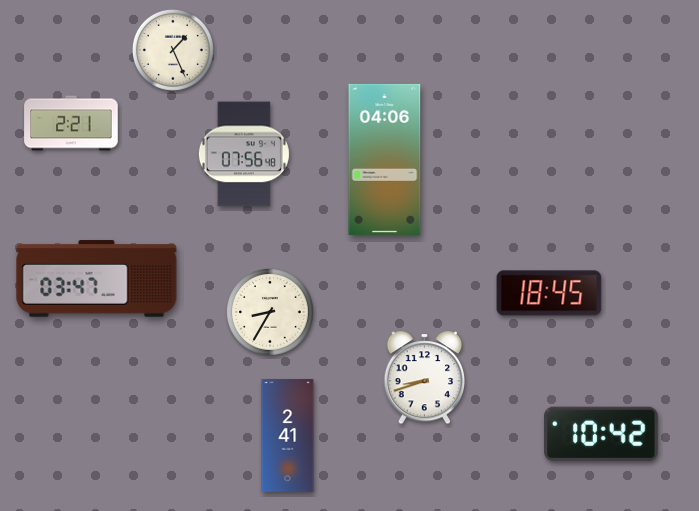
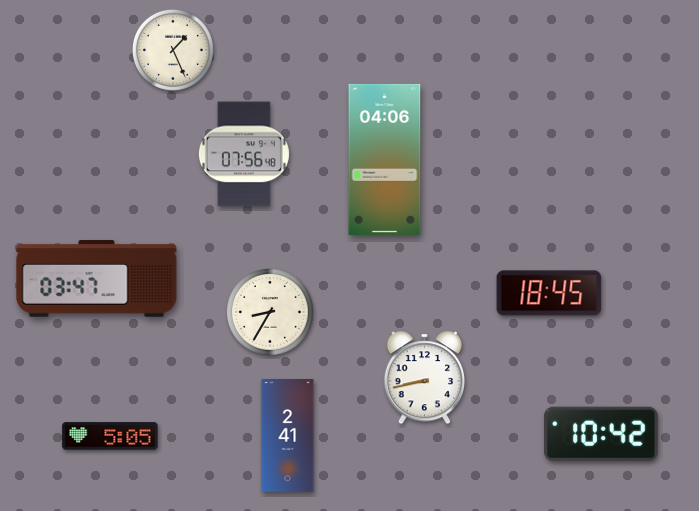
clock at (71, 123): 2:21 -> none
clock at (425, 378): 8:42 -> 8:43
clock at (110, 436): none -> 5:05
